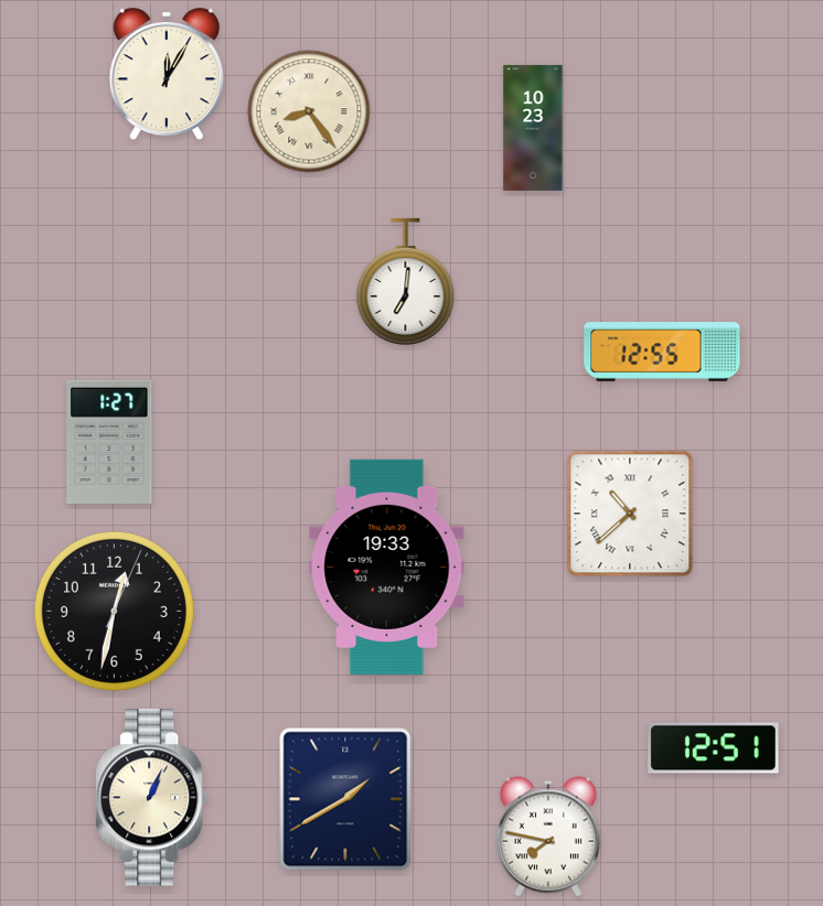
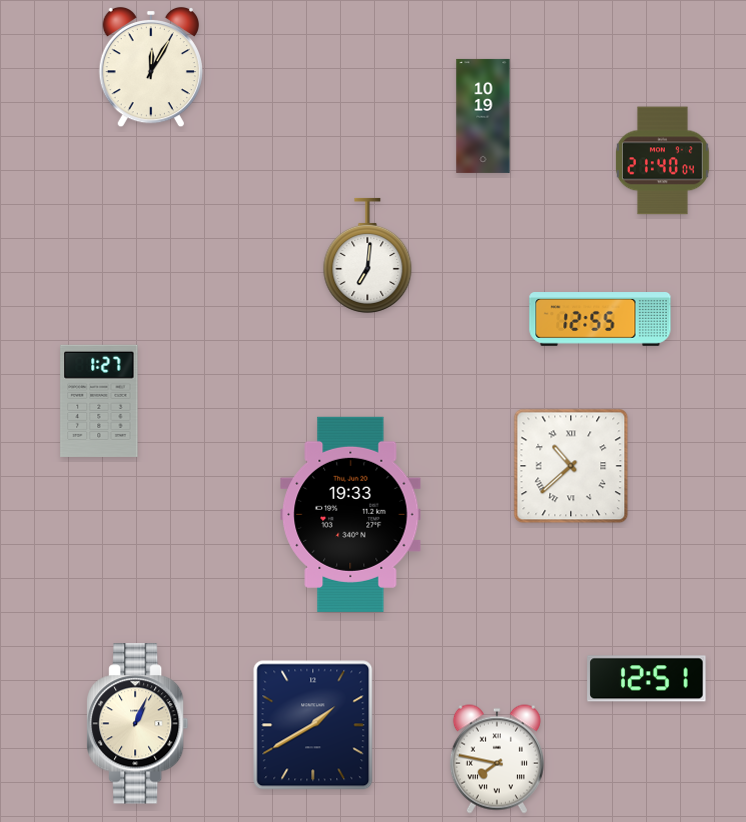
clock at (309, 111): 8:24 -> none
clock at (533, 128): 10:23 -> 10:19
clock at (663, 161): none -> 21:40
clock at (114, 611): 12:32 -> none
